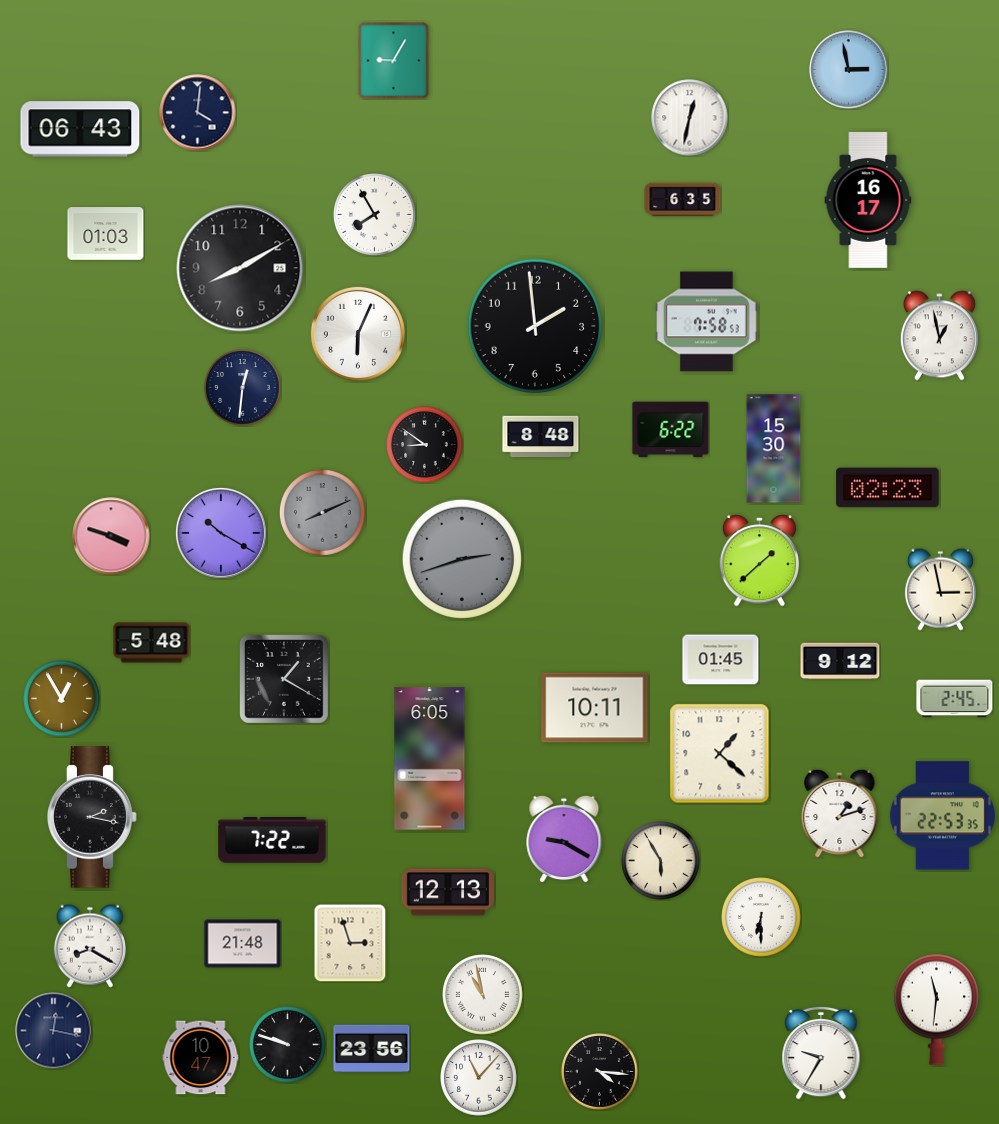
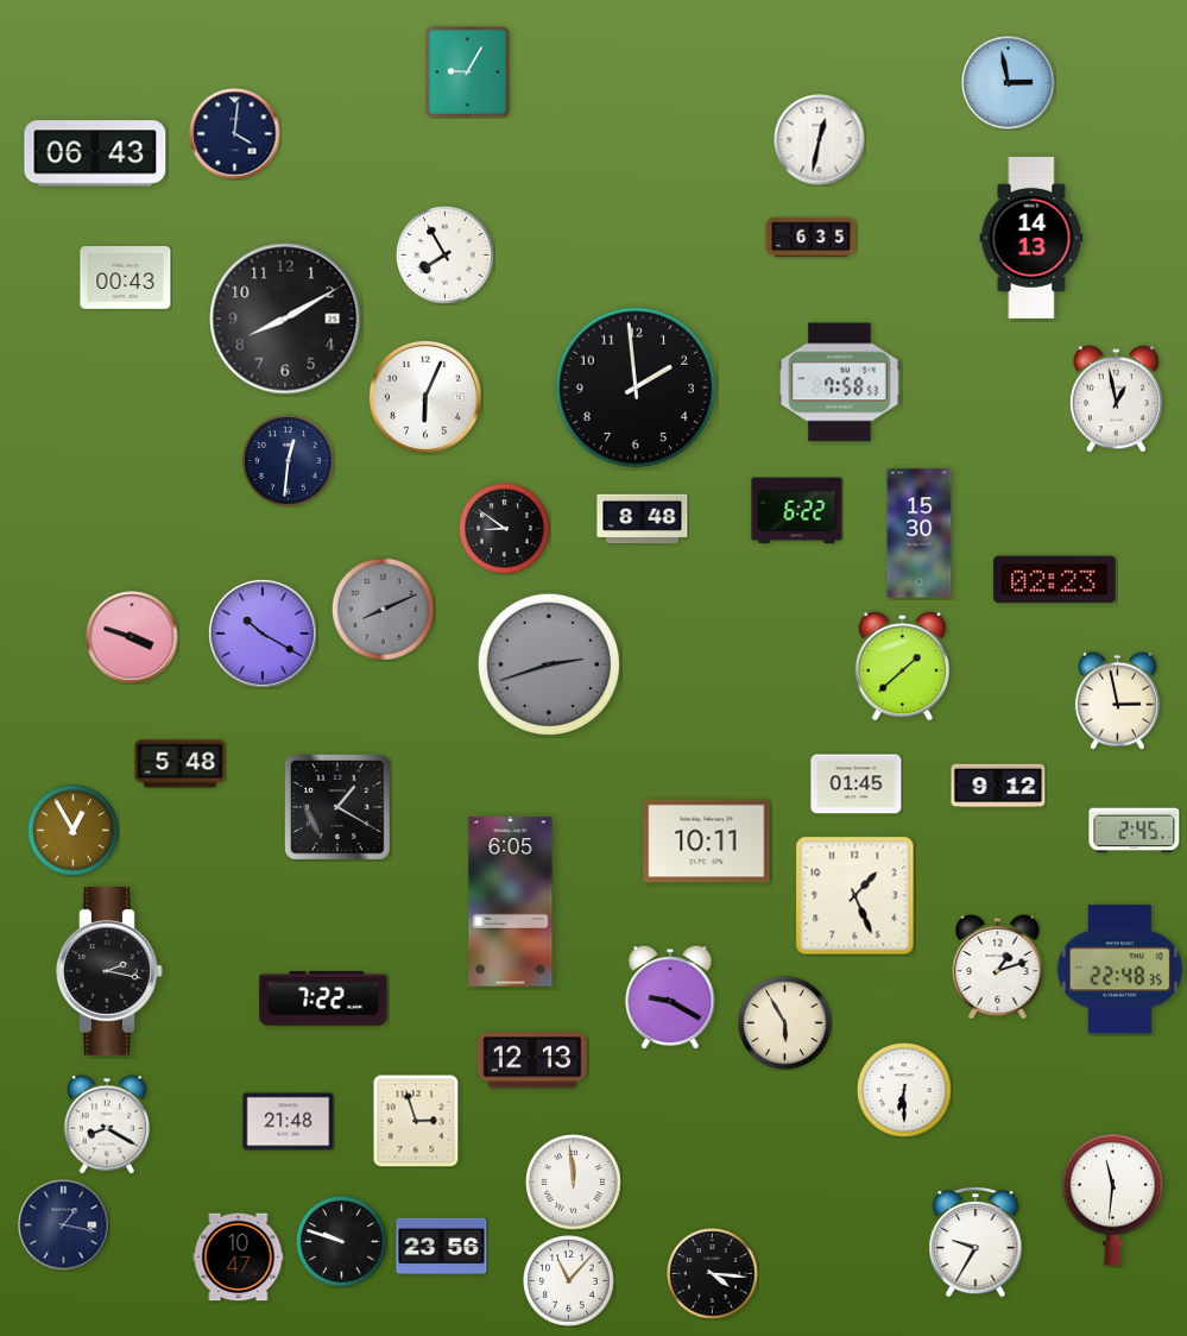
clock at (868, 200): 16:17 -> 14:13
clock at (106, 234): 01:03 -> 00:43
clock at (720, 754): 1:22 -> 1:26
clock at (942, 816): 22:53 -> 22:48
clock at (483, 995): 10:58 -> 11:59
clock at (54, 1031): 12:17 -> 1:17
clock at (821, 1053) position: (821, 1053) -> (976, 1242)
